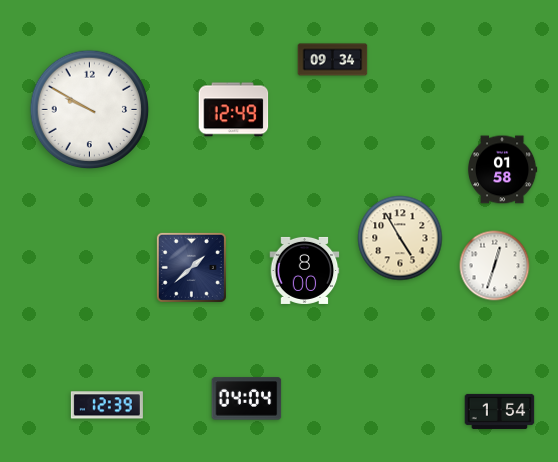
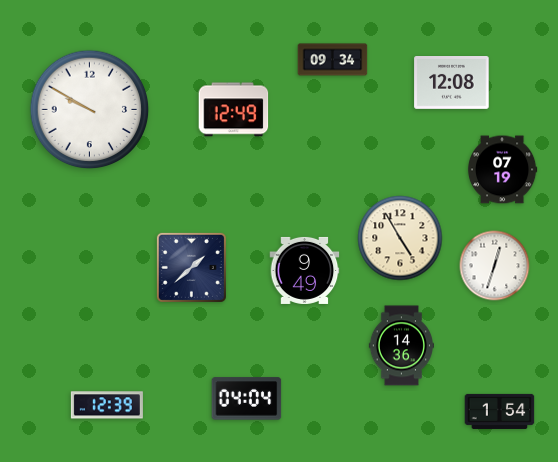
clock at (452, 83): none -> 12:08
clock at (502, 170): 01:58 -> 07:19
clock at (305, 270): 8:00 -> 9:49
clock at (401, 346): none -> 14:36
